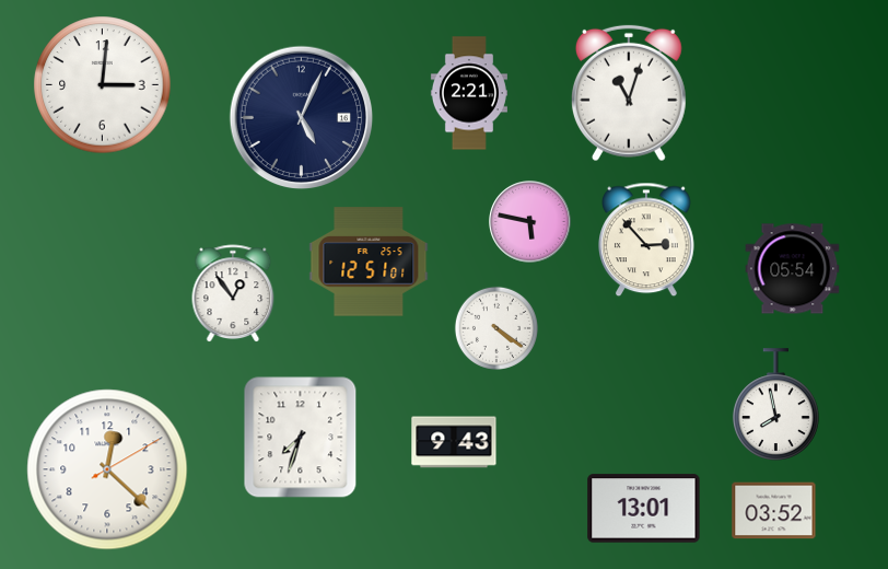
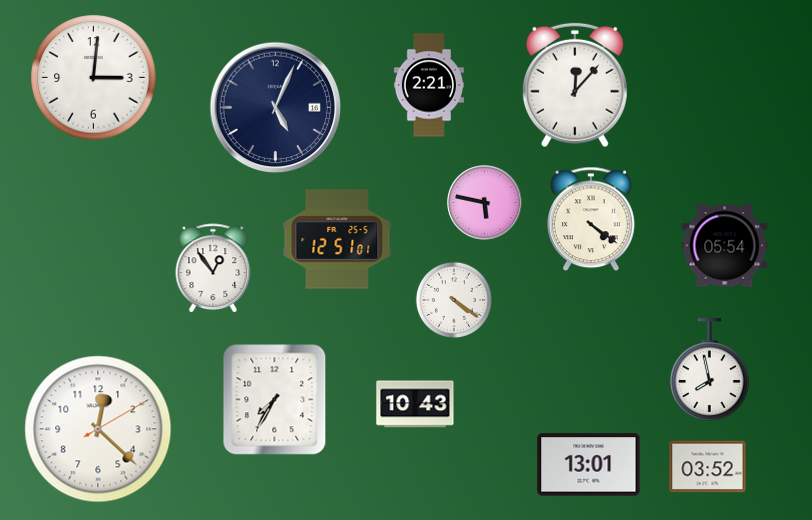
clock at (629, 93): 11:03 -> 12:07
clock at (647, 240): 2:53 -> 4:21
clock at (301, 438): 7:33 -> 7:35
clock at (454, 442): 9:43 -> 10:43
